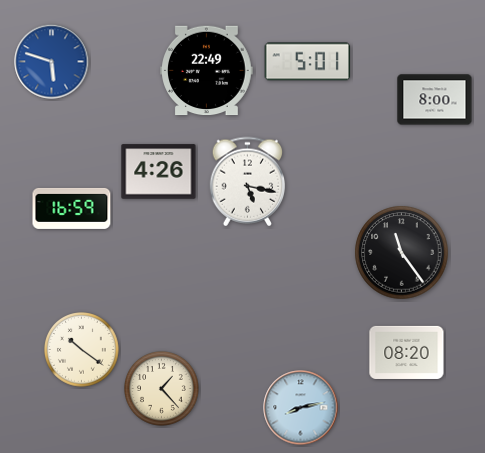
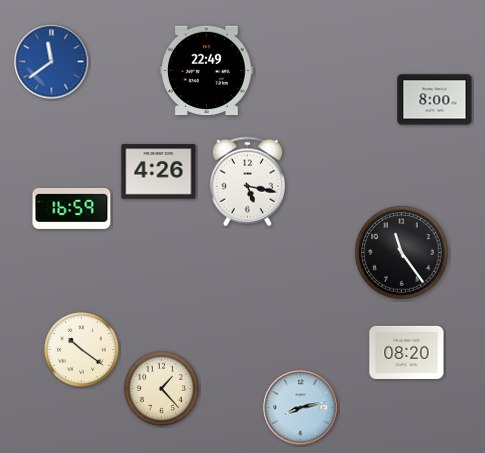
clock at (52, 62): 5:48 -> 11:39
clock at (308, 62): 5:01 -> none
